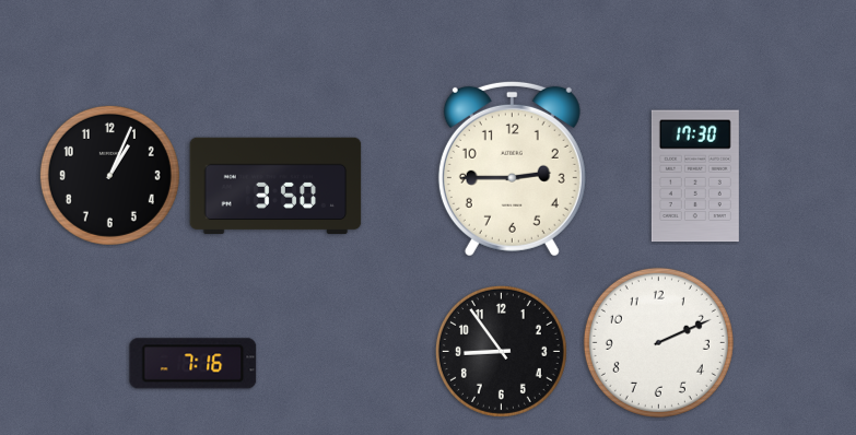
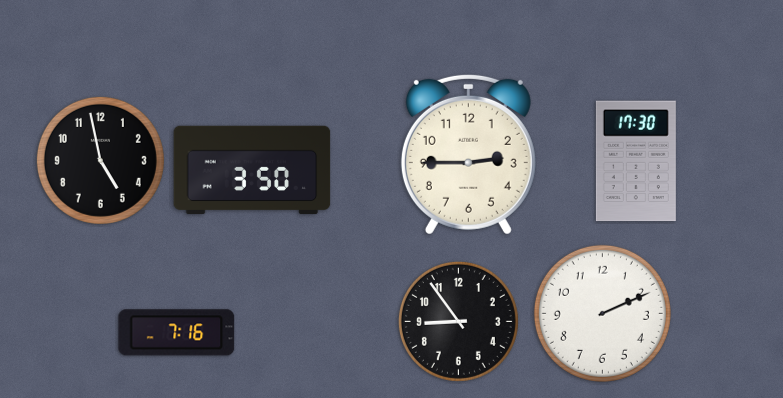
clock at (109, 175): 1:04 -> 4:58
